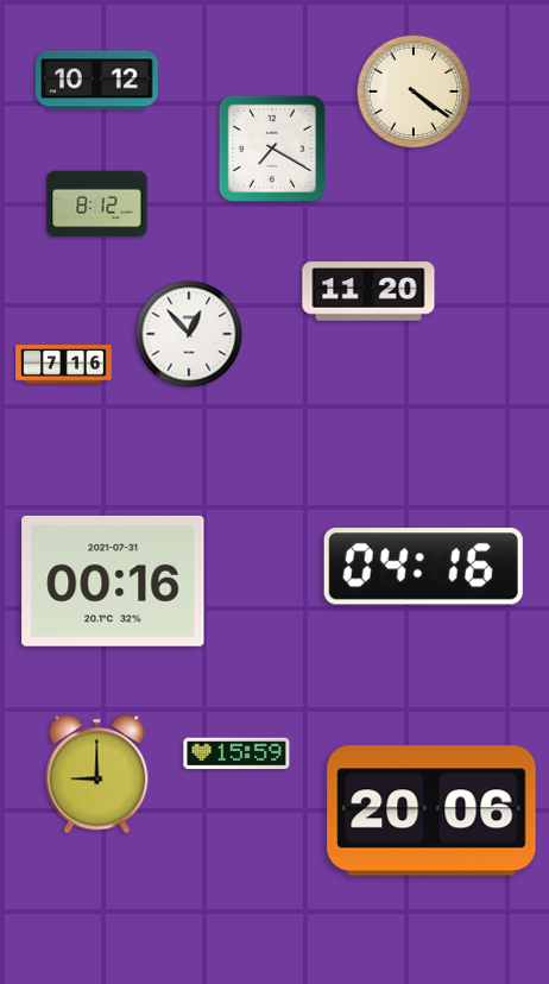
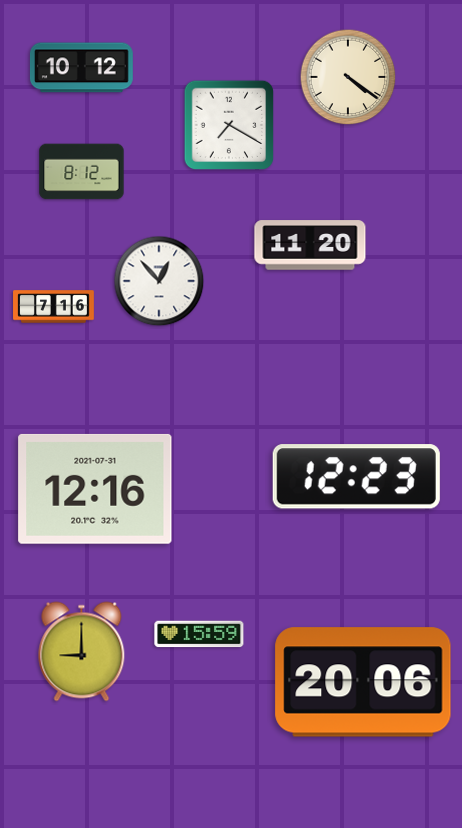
clock at (423, 567): 04:16 -> 12:23
clock at (113, 581): 00:16 -> 12:16
